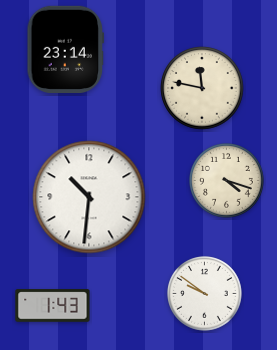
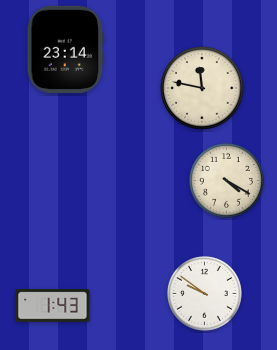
clock at (227, 181): 4:18 -> 4:20
clock at (89, 197): 10:31 -> none
